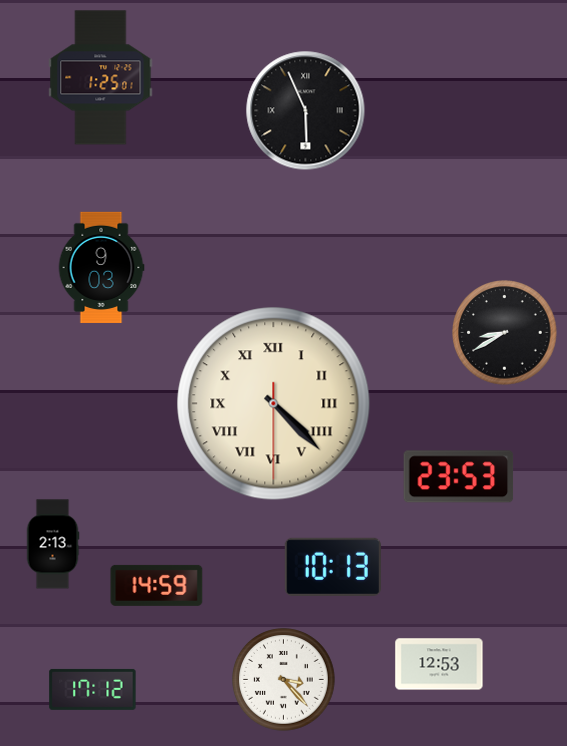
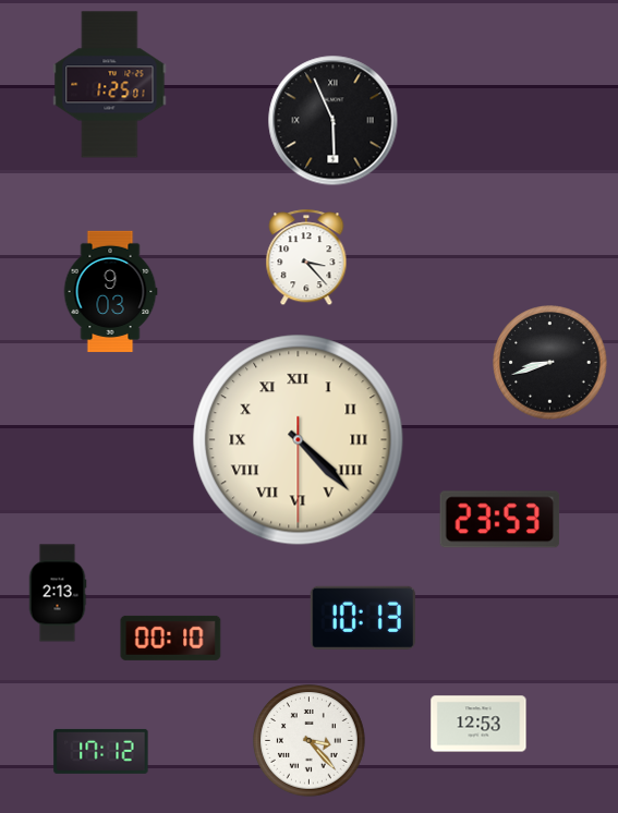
clock at (306, 258): none -> 3:23
clock at (505, 333): 8:40 -> 8:42
clock at (157, 585): 14:59 -> 00:10
